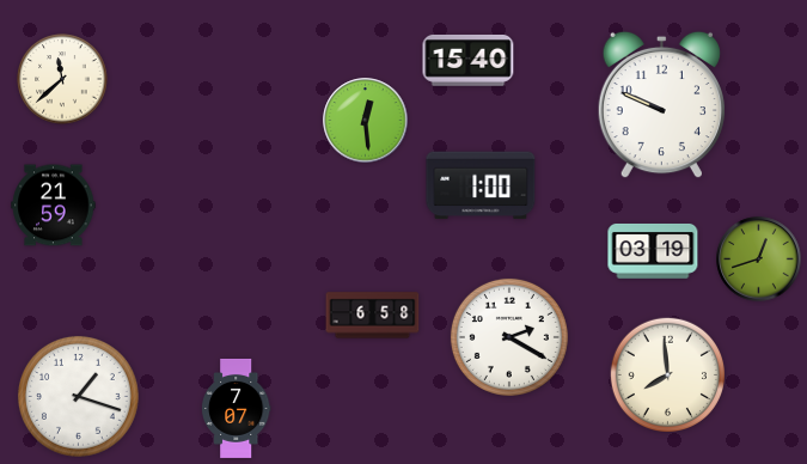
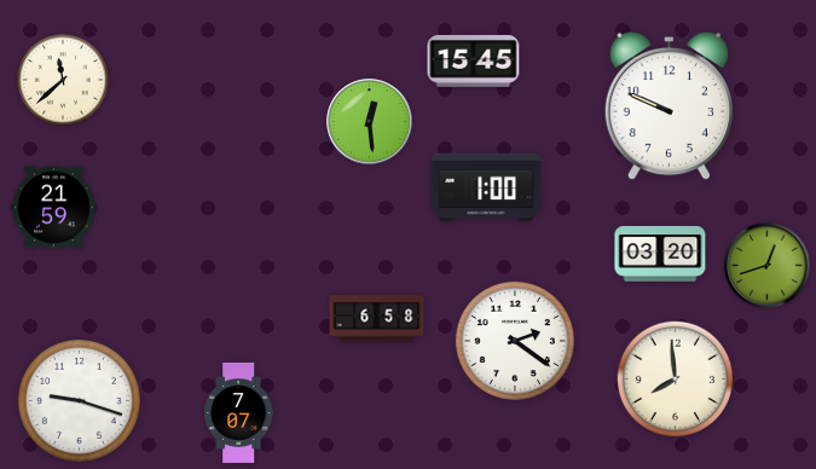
clock at (469, 61): 15:40 -> 15:45
clock at (653, 251): 03:19 -> 03:20
clock at (759, 260) position: (759, 260) -> (768, 266)
clock at (509, 337): 2:20 -> 2:21
clock at (78, 396): 1:18 -> 9:18
